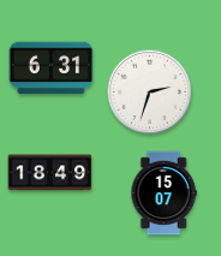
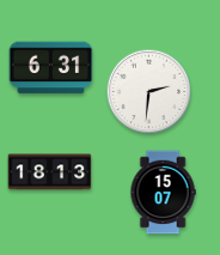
clock at (150, 93): 2:33 -> 2:31
clock at (50, 173): 18:49 -> 18:13
